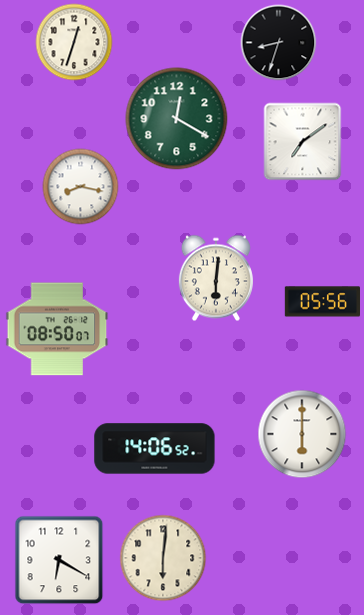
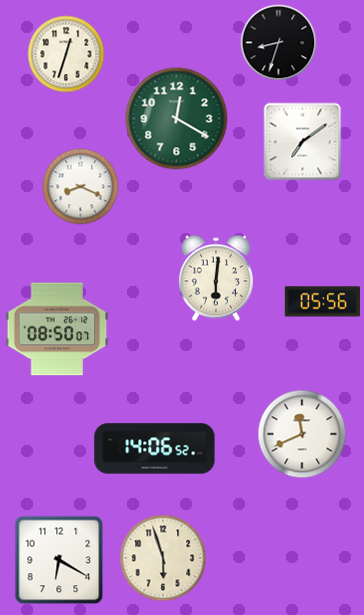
clock at (74, 42) position: (74, 42) -> (66, 54)
clock at (81, 187): 8:17 -> 8:19
clock at (302, 434): 6:00 -> 11:41
clock at (163, 558): 6:01 -> 5:57
